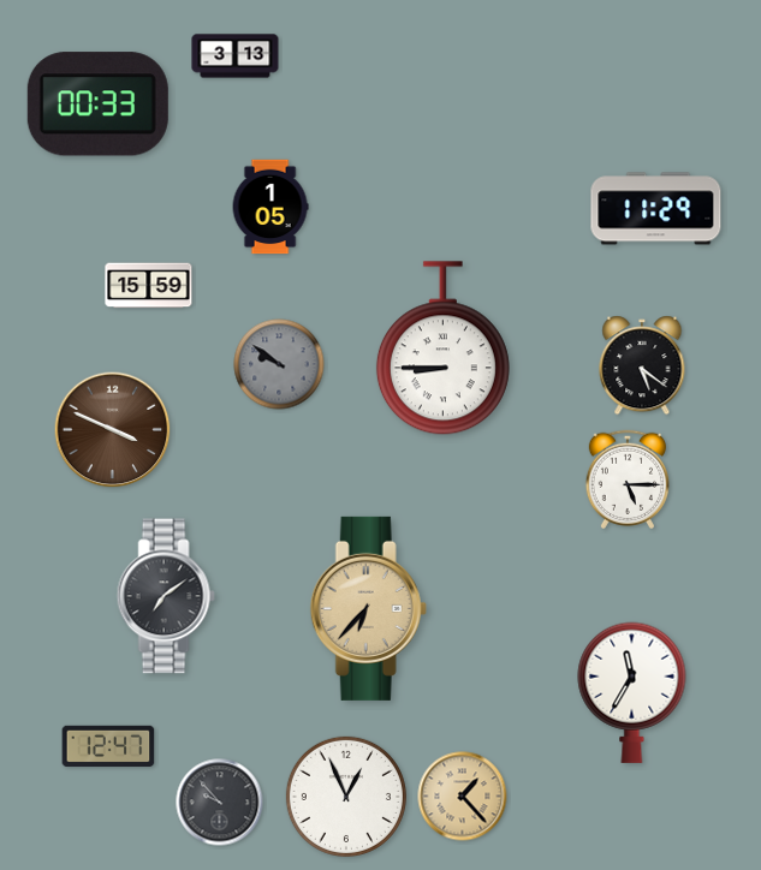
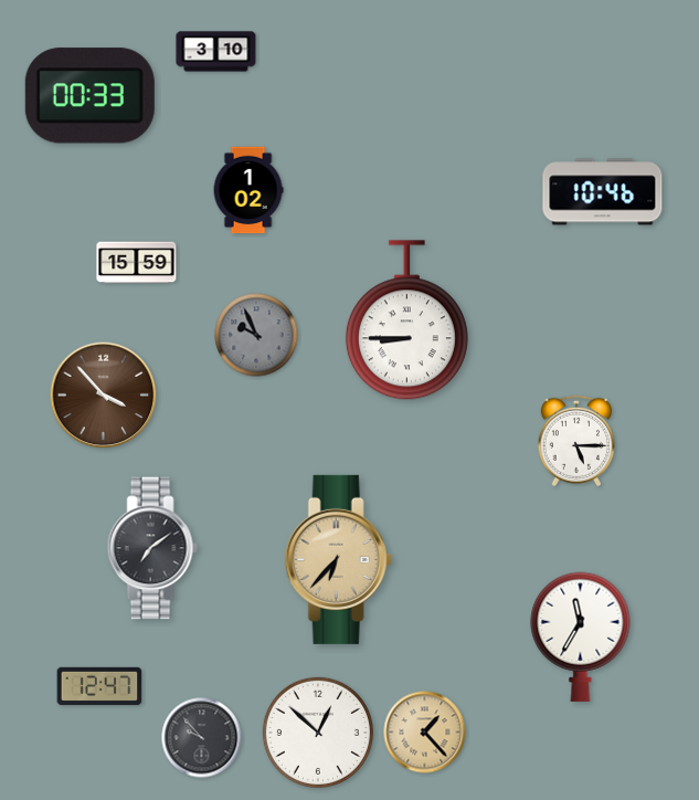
clock at (236, 56): 3:13 -> 3:10
clock at (270, 207): 1:05 -> 1:02
clock at (656, 209): 11:29 -> 10:46
clock at (279, 364): 9:51 -> 9:56
clock at (642, 365): 5:21 -> none
clock at (113, 430): 3:49 -> 3:53
clock at (346, 797): 12:56 -> 12:52
